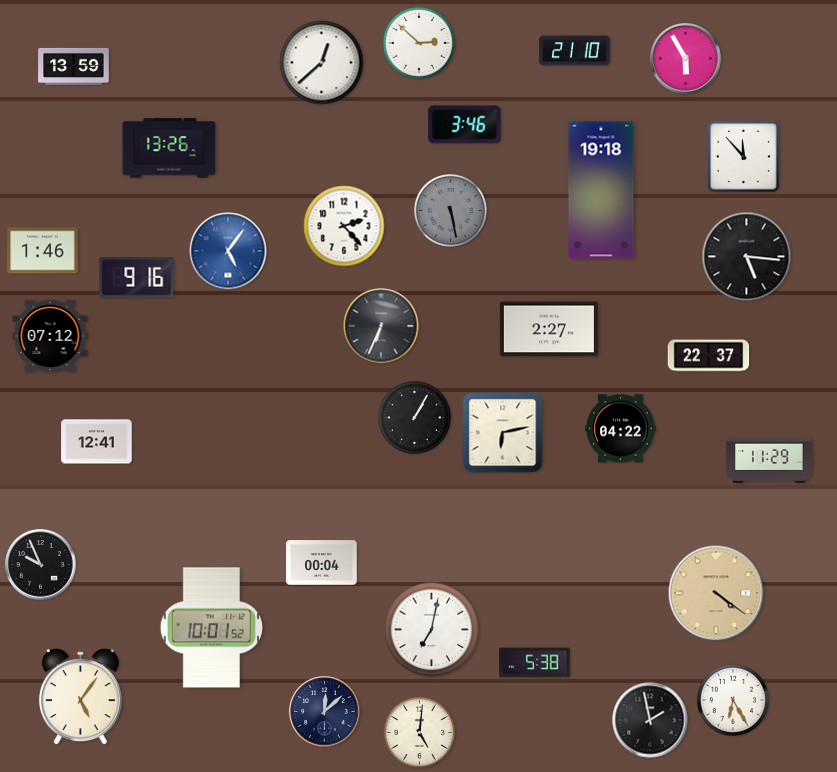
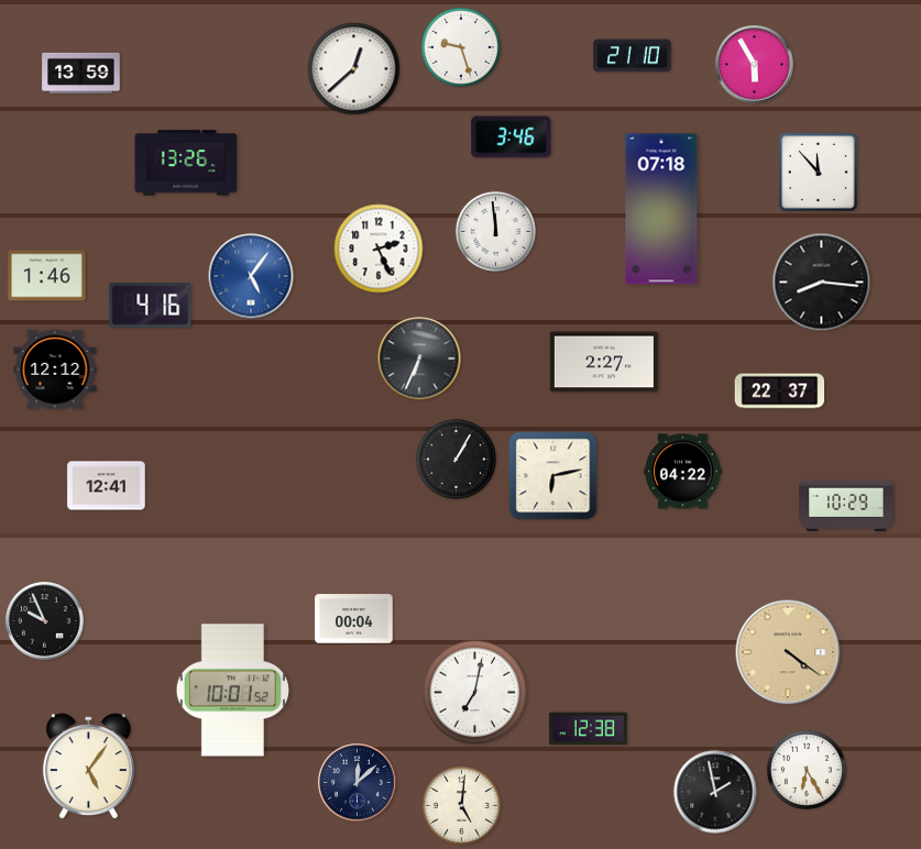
clock at (419, 43): 2:52 -> 9:27
clock at (601, 190): 19:18 -> 07:18
clock at (450, 210): 5:28 -> 11:59
clock at (450, 210) dial: grey -> white
clock at (344, 226): 2:23 -> 2:26
clock at (747, 257): 5:16 -> 8:16
clock at (137, 278): 9:16 -> 4:16
clock at (50, 336): 07:12 -> 12:12
clock at (769, 460): 11:29 -> 10:29
clock at (535, 663): 5:38 -> 12:38
